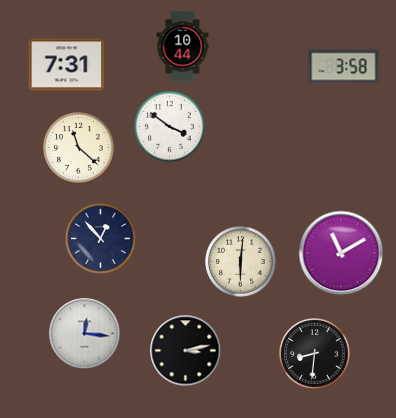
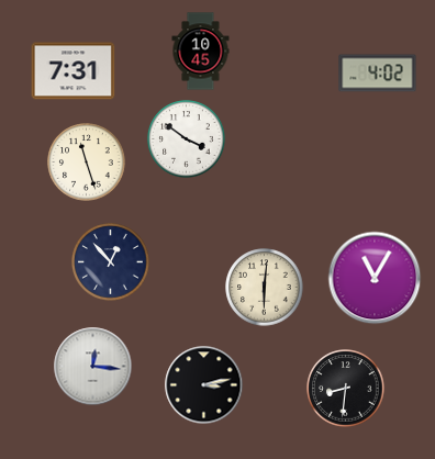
clock at (183, 47): 10:44 -> 10:45
clock at (344, 67): 3:58 -> 4:02
clock at (79, 148): 11:22 -> 11:27
clock at (341, 253): 11:10 -> 11:05
